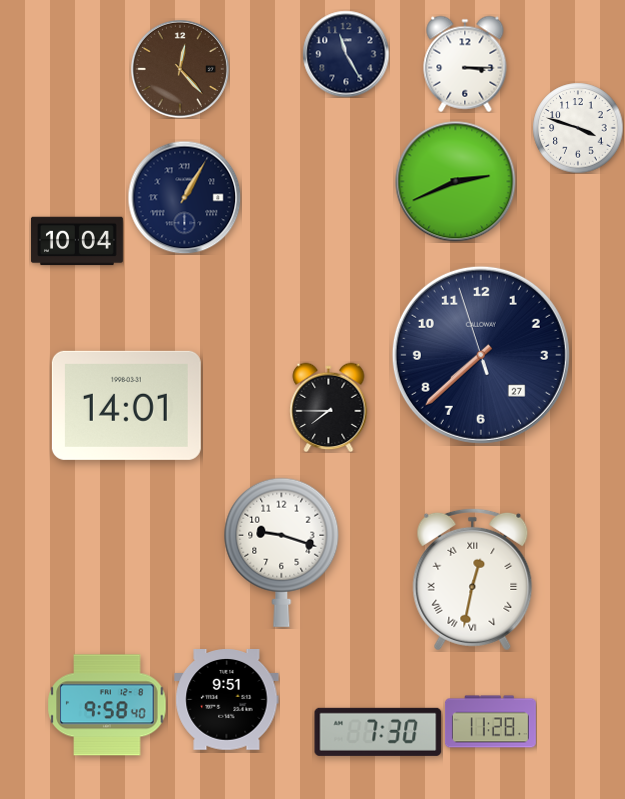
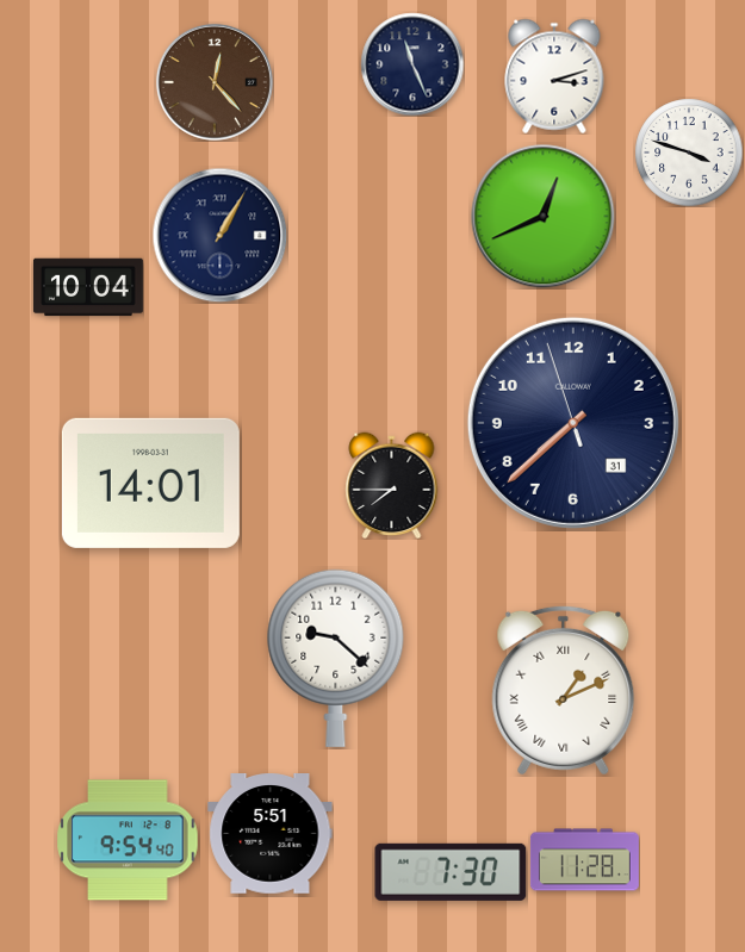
clock at (346, 54): 11:25 -> 11:26
clock at (465, 64): 3:15 -> 3:12
clock at (456, 182): 2:41 -> 12:41
clock at (77, 241) position: (77, 241) -> (88, 287)
clock at (481, 355) date: 27 -> 31
clock at (282, 552): 9:18 -> 9:22
clock at (473, 579): 12:32 -> 1:11
clock at (227, 700): 9:51 -> 5:51
clock at (107, 705): 9:58 -> 9:54
